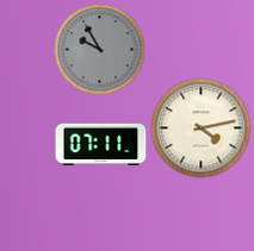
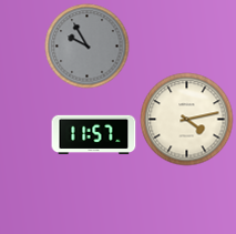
clock at (100, 50) position: (100, 50) -> (88, 47)
clock at (101, 145): 07:11 -> 11:57
